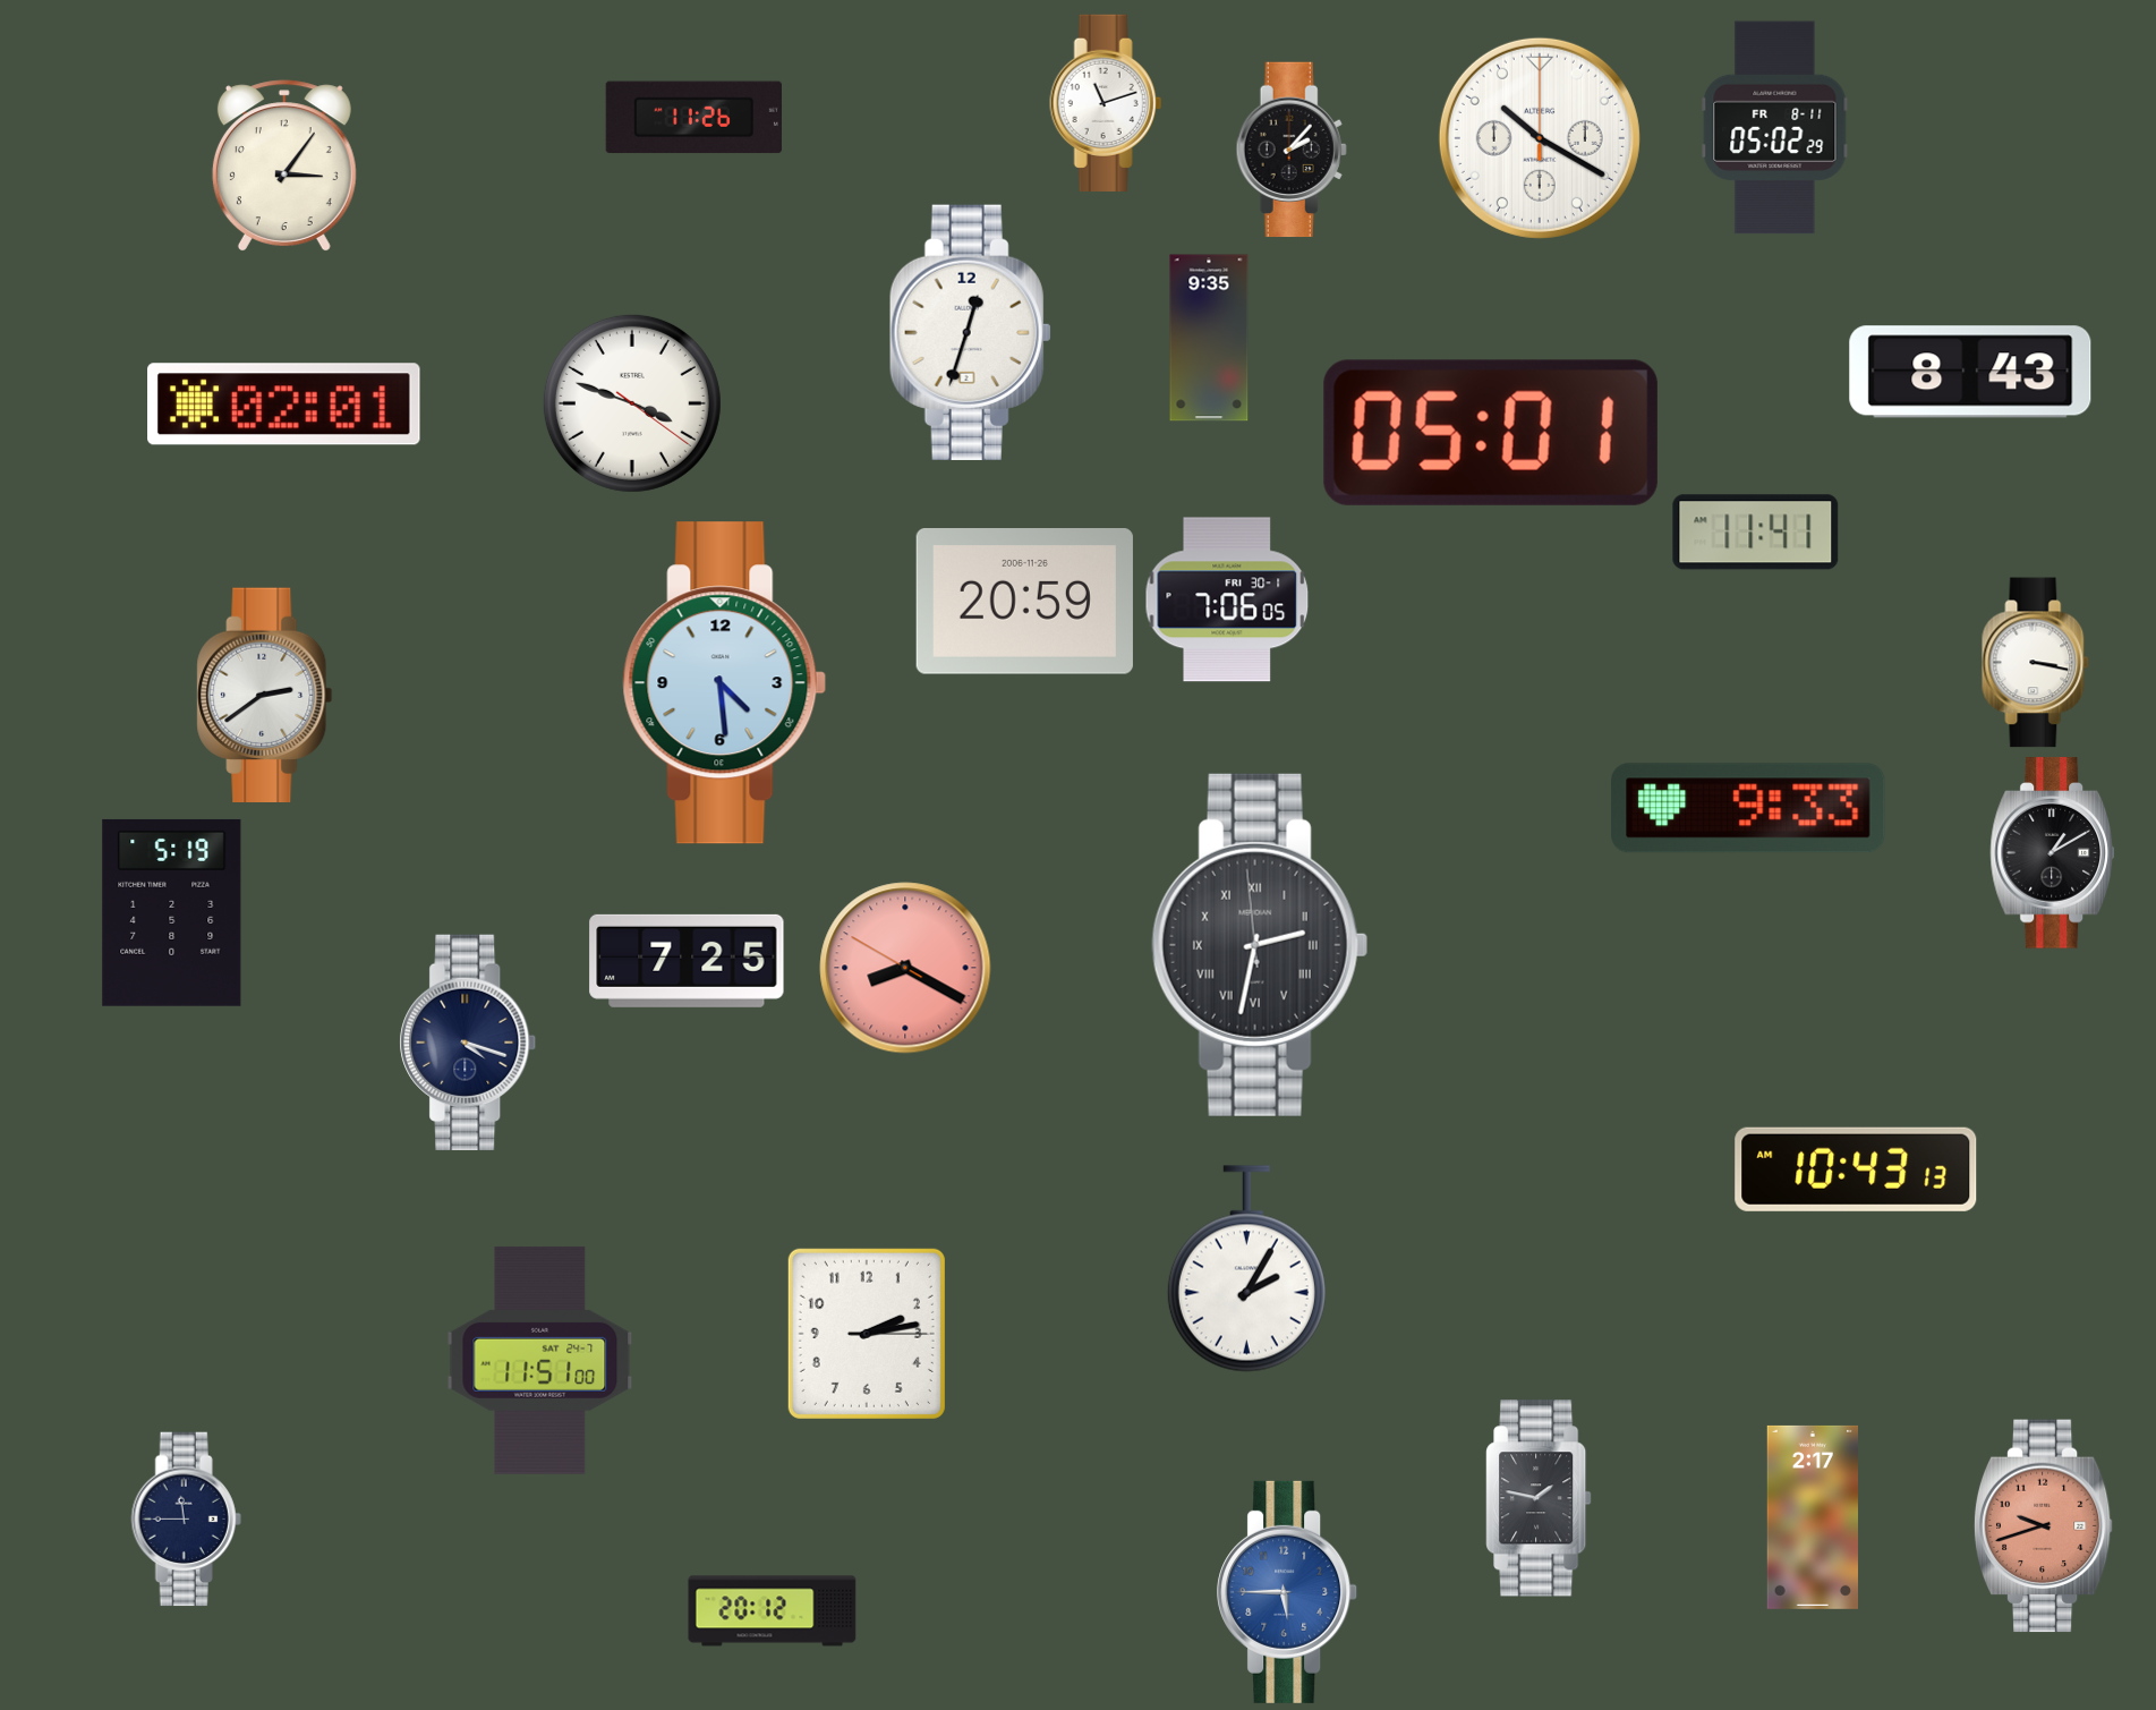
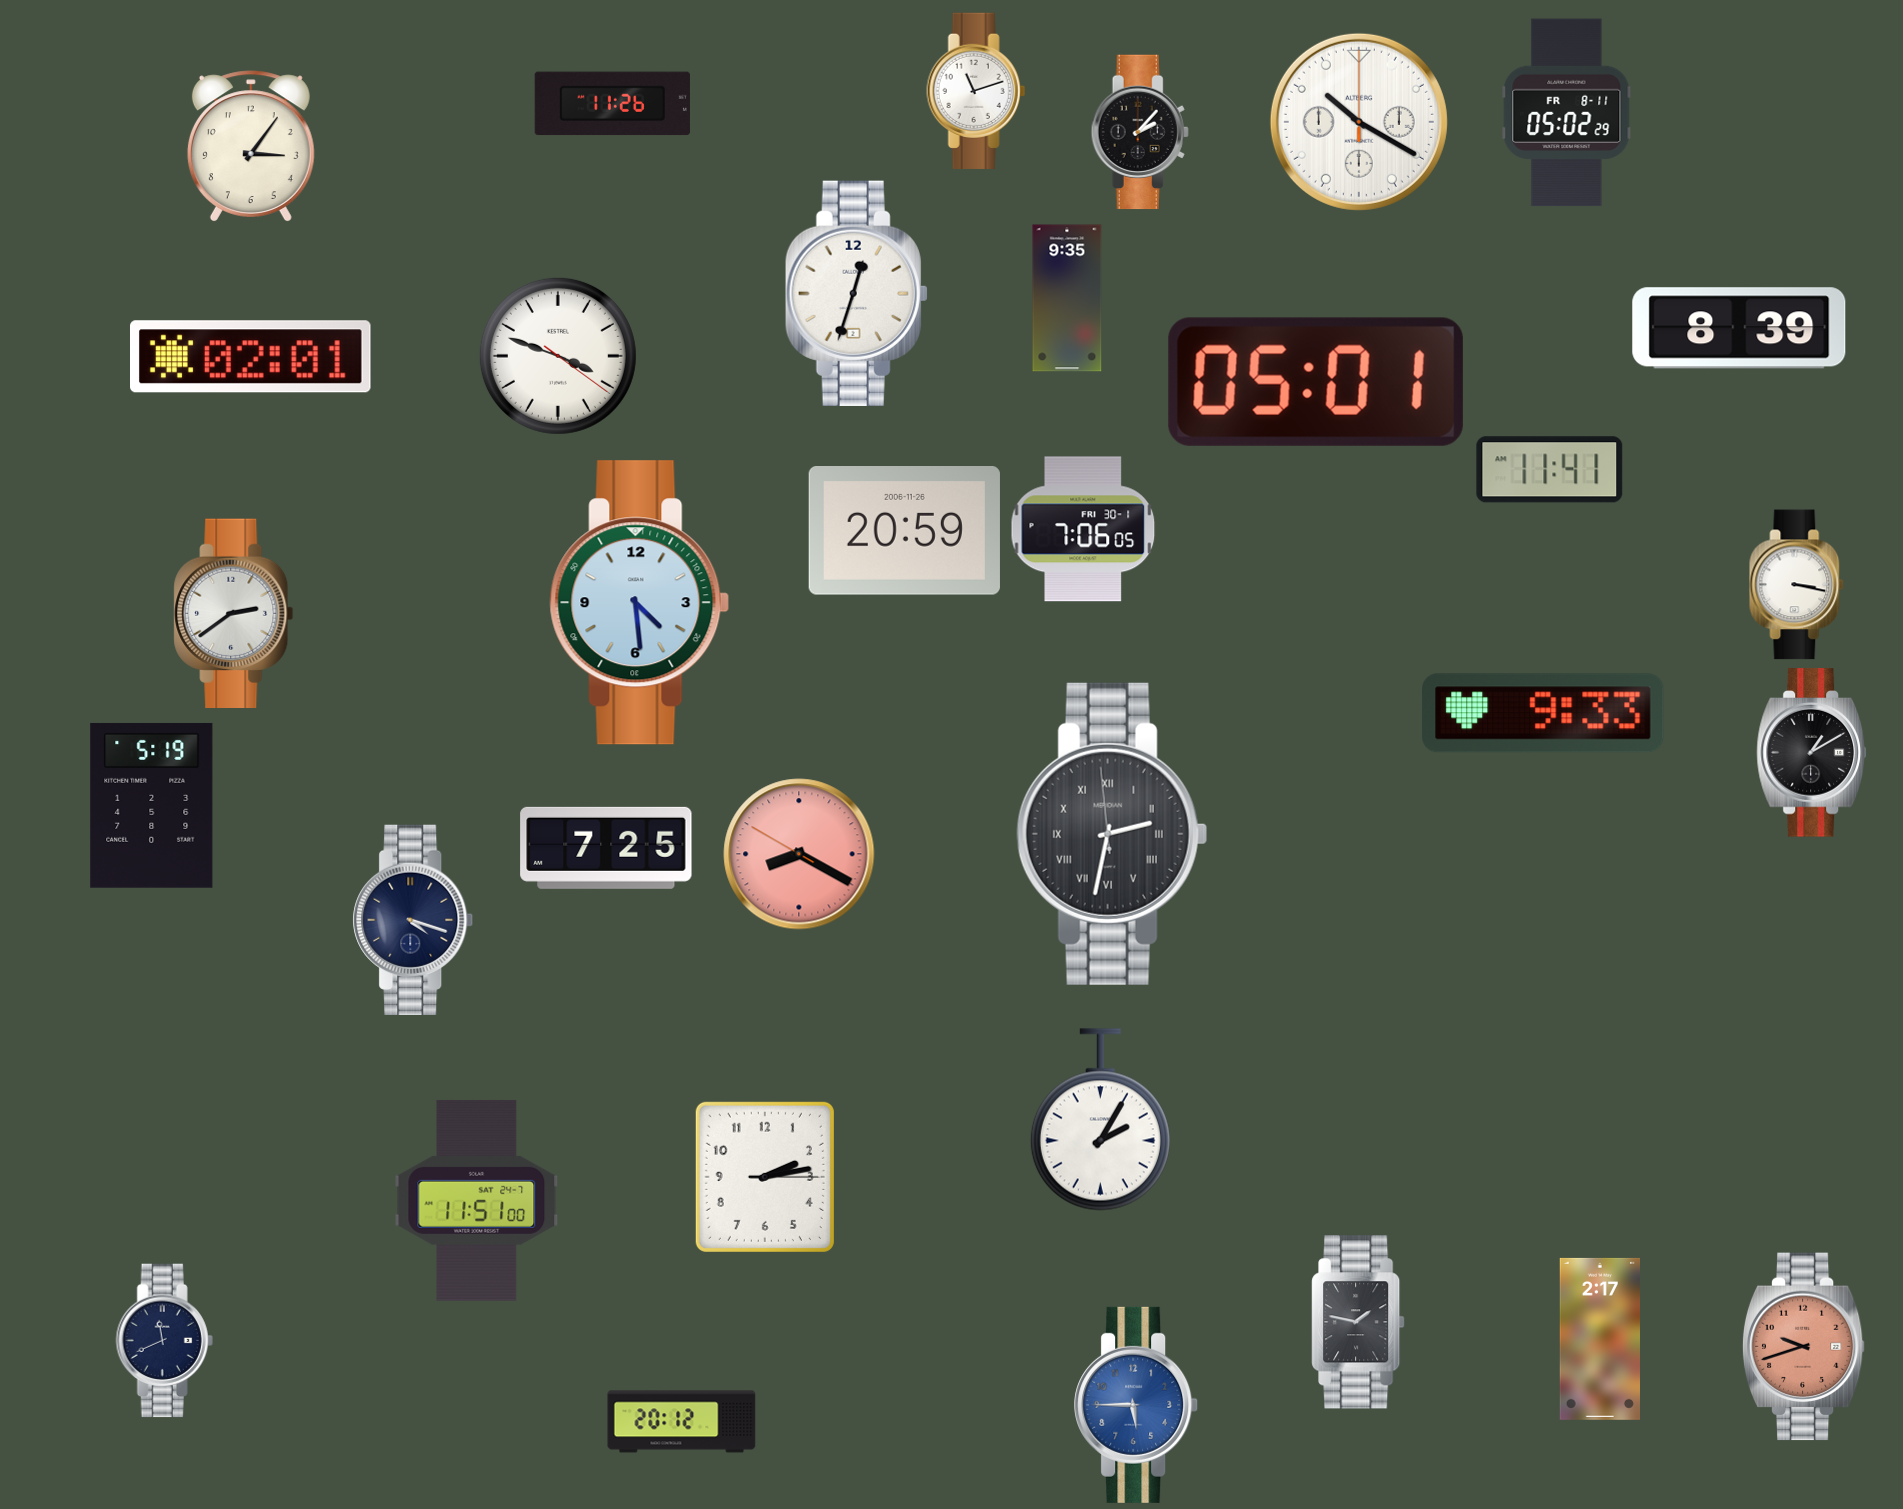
clock at (1970, 372): 8:43 -> 8:39
clock at (1856, 1169): 10:43 -> none
clock at (186, 1520): 11:45 -> 11:41
